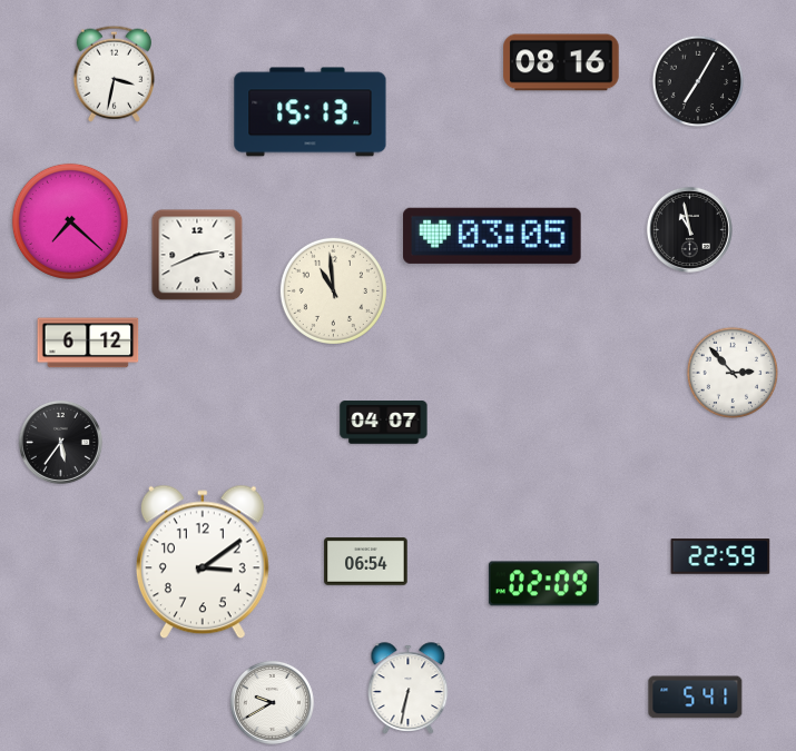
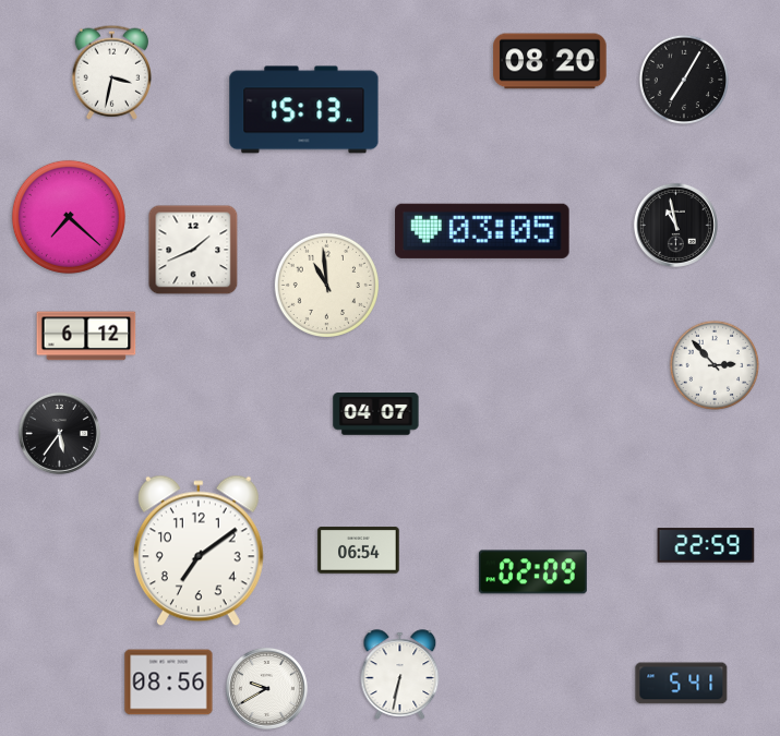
clock at (561, 62): 08:16 -> 08:20
clock at (197, 255): 2:41 -> 1:41
clock at (733, 373) position: (733, 373) -> (715, 365)
clock at (203, 562): 3:09 -> 7:09
clock at (169, 683): none -> 08:56
